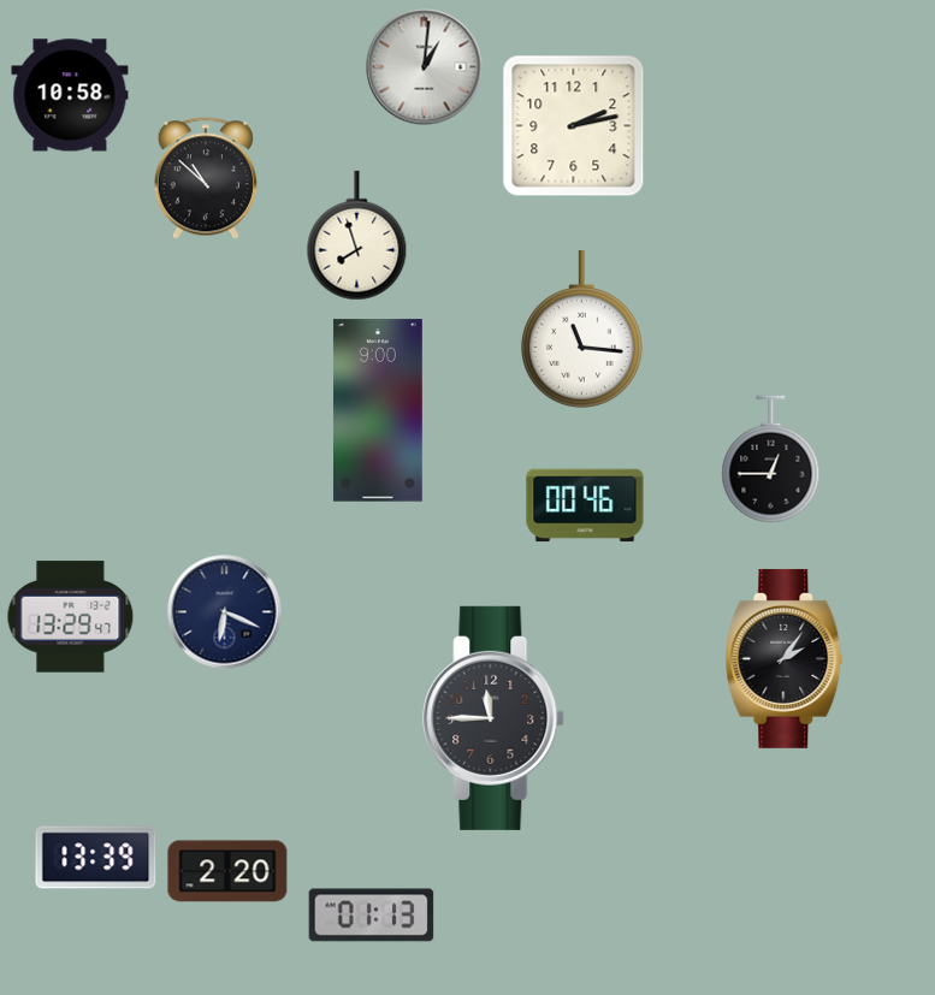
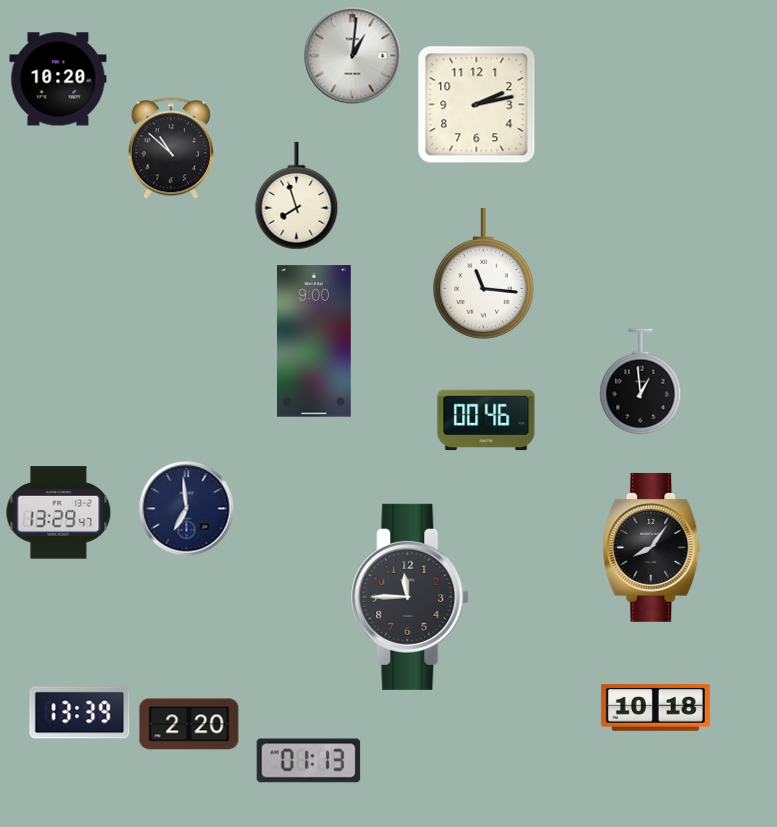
clock at (70, 95): 10:58 -> 10:20
clock at (771, 460): 12:45 -> 12:59
clock at (225, 612): 6:19 -> 6:59
clock at (785, 658): 2:06 -> 8:06
clock at (655, 708): none -> 10:18
